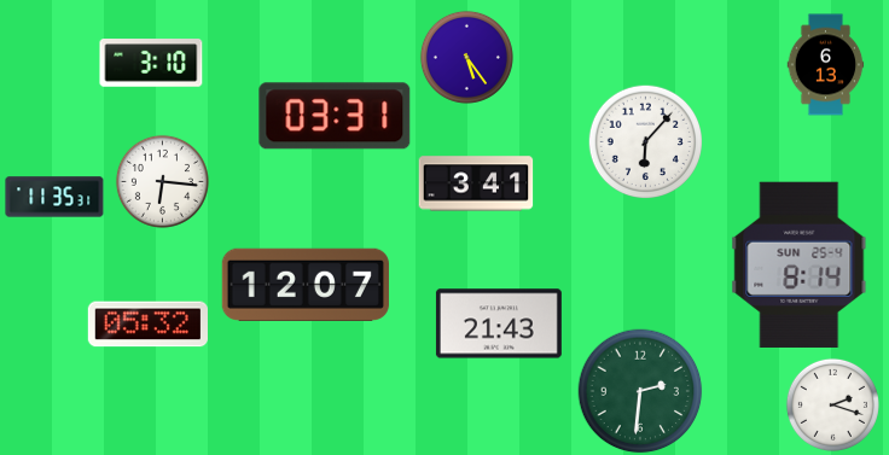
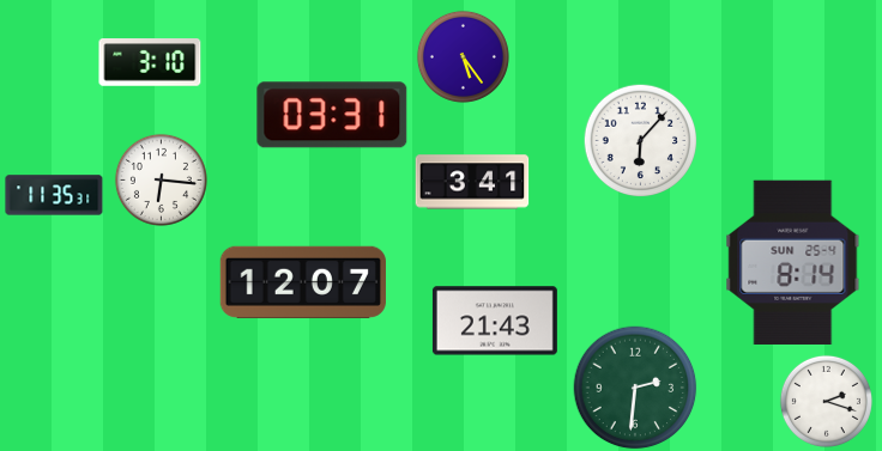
clock at (826, 65): 6:13 -> none
clock at (147, 325): 05:32 -> none
